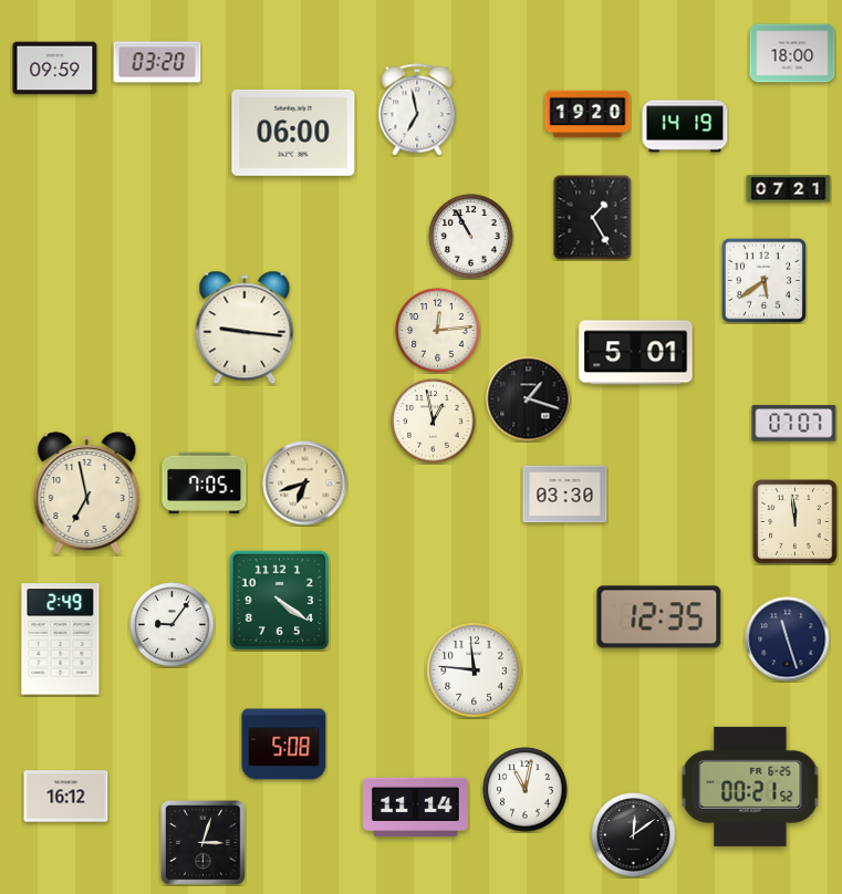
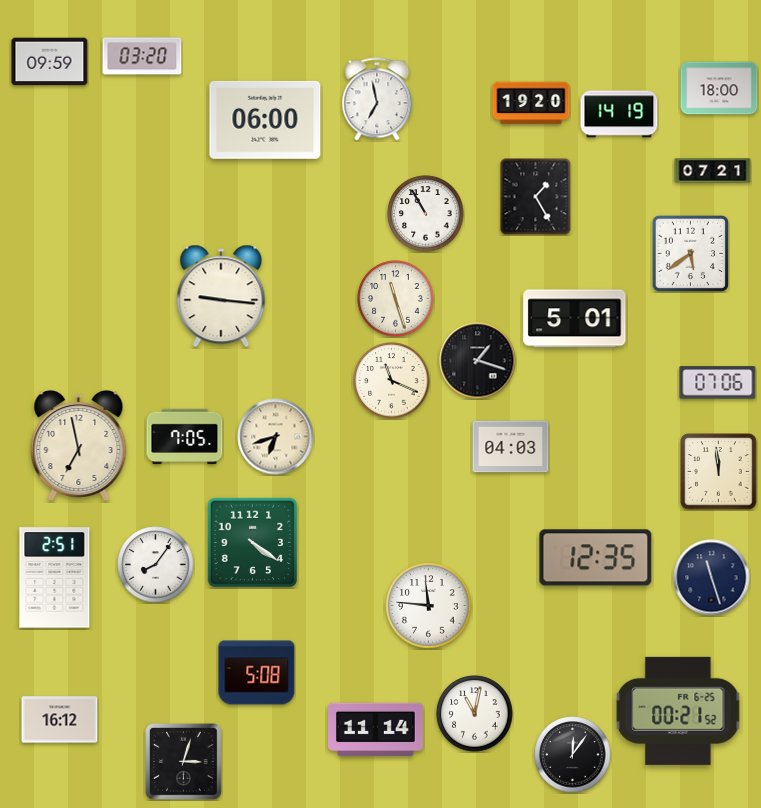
clock at (792, 53) position: (792, 53) -> (719, 88)
clock at (438, 331): 12:14 -> 11:27
clock at (434, 422): 12:58 -> 11:19
clock at (794, 424): 07:07 -> 07:06
clock at (565, 495): 03:30 -> 04:03
clock at (173, 625): 9:06 -> 8:06
clock at (61, 640): 2:49 -> 2:51
clock at (634, 835): 12:09 -> 12:06
